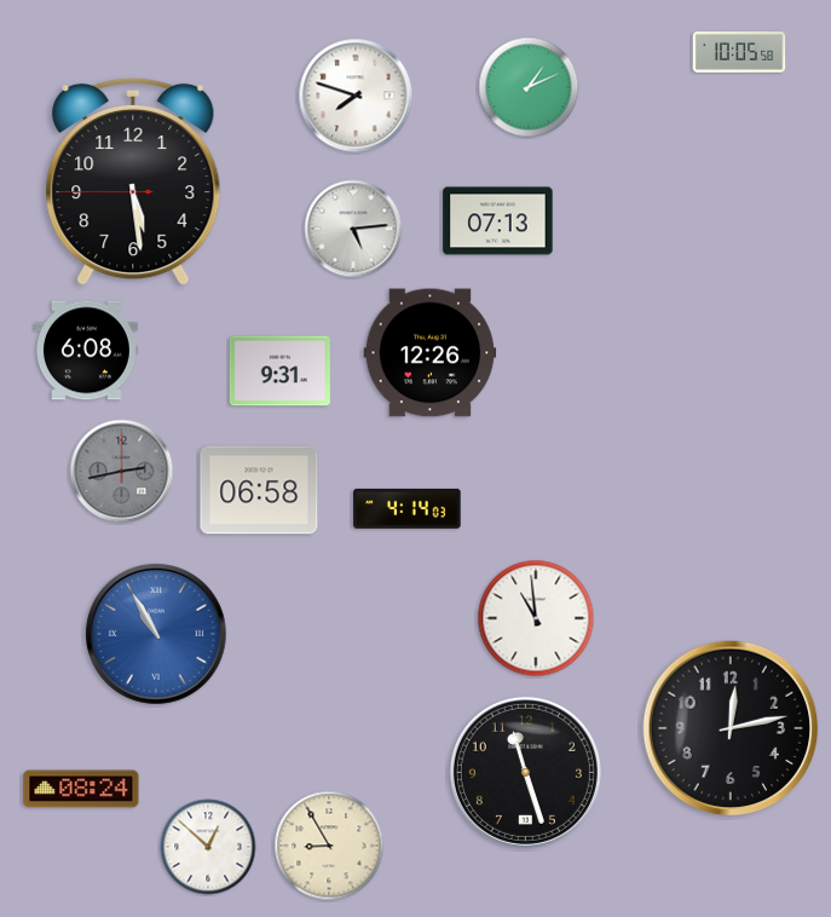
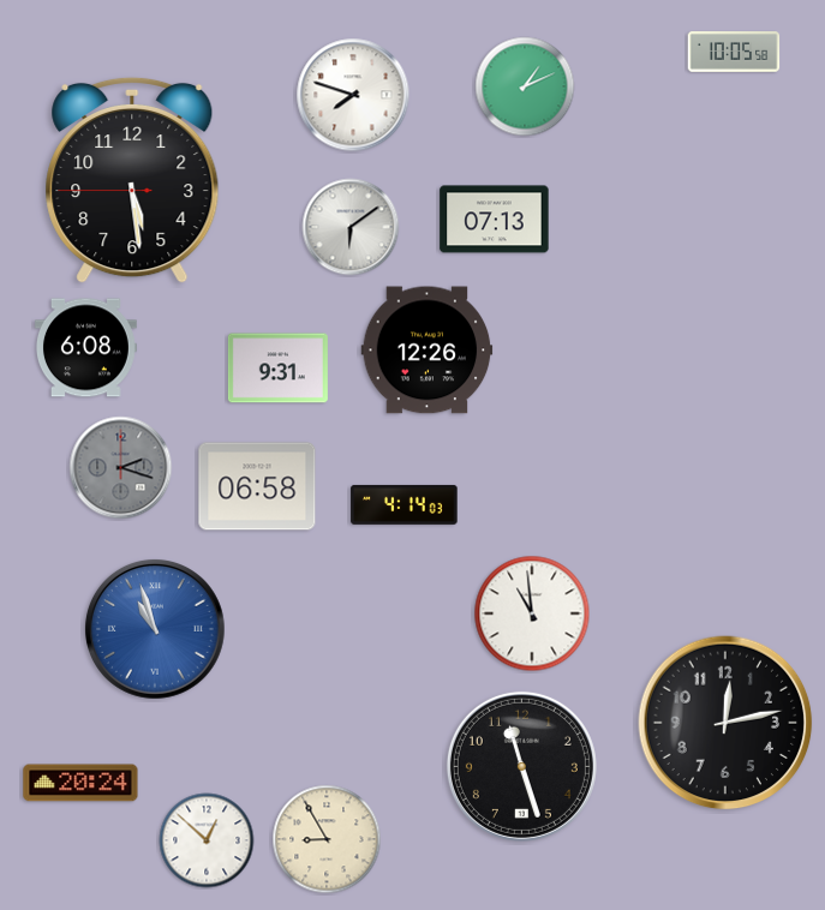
clock at (353, 229): 5:14 -> 6:09
clock at (122, 472): 2:43 -> 2:18
clock at (156, 634): 10:55 -> 10:57
clock at (81, 789): 08:24 -> 20:24
